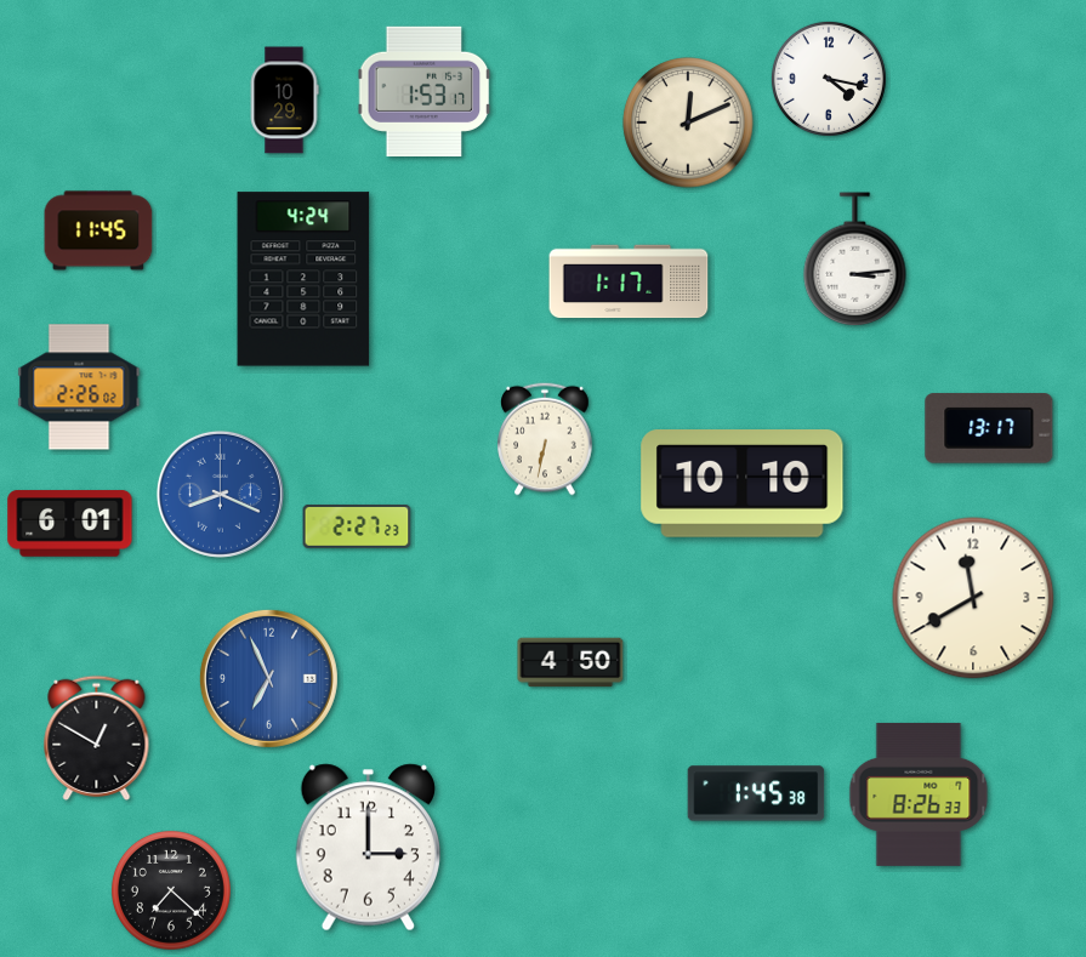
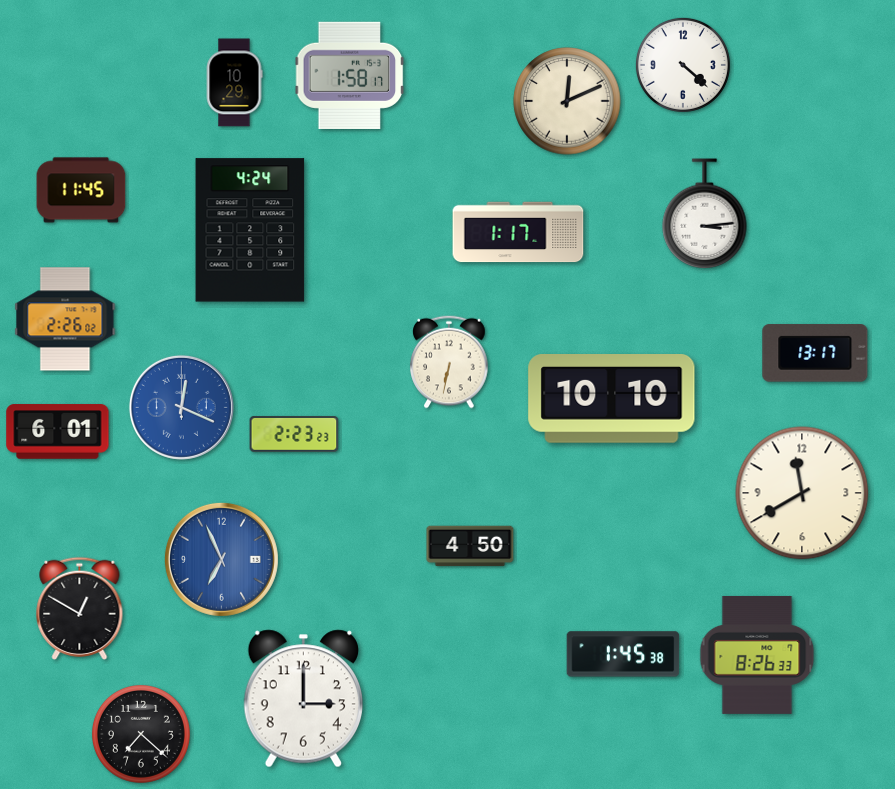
clock at (829, 79): 4:17 -> 4:22
clock at (425, 91): 1:53 -> 1:58
clock at (220, 494): 8:19 -> 12:19
clock at (357, 528): 2:27 -> 2:23
